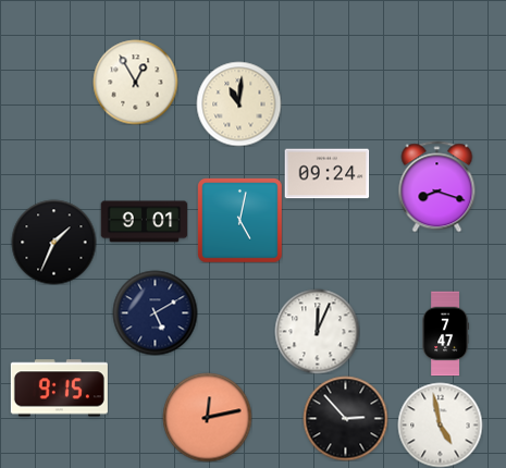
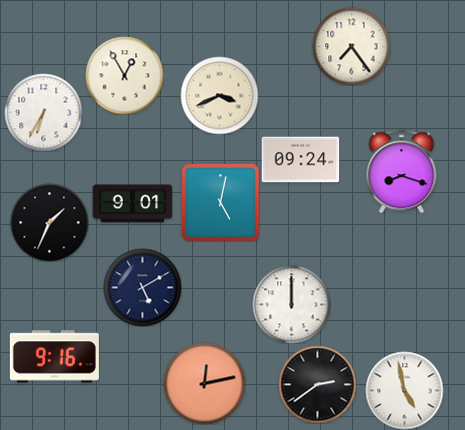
clock at (351, 46): none -> 7:24
clock at (238, 103): 11:01 -> 3:41
clock at (43, 112): none -> 6:35
clock at (317, 331): 12:04 -> 12:00
clock at (446, 333): 7:47 -> none
clock at (59, 389): 9:15 -> 9:16
clock at (207, 417) position: (207, 417) -> (204, 383)
clock at (345, 418): 2:53 -> 2:39
